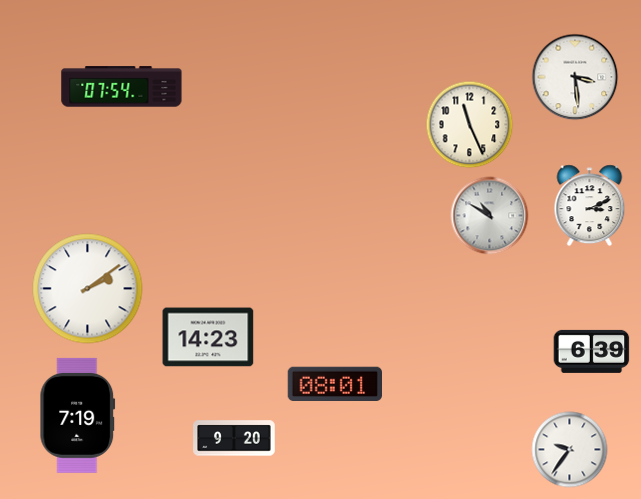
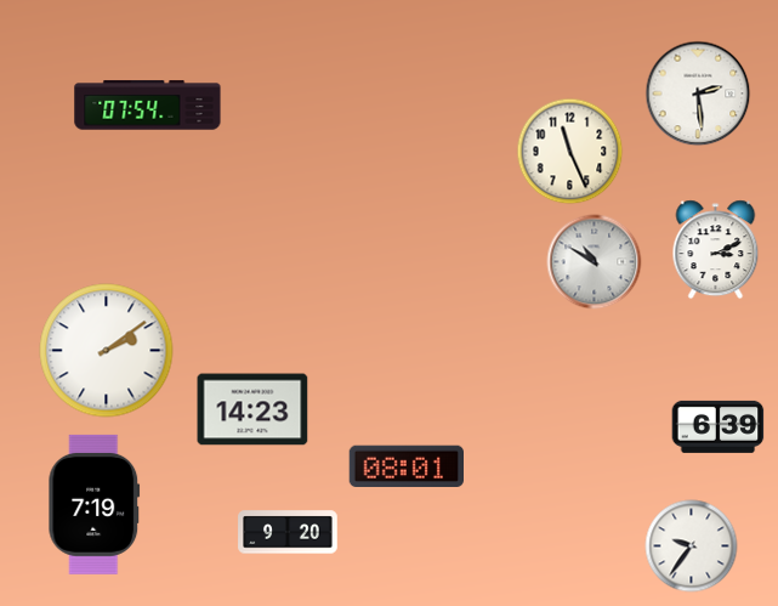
clock at (575, 77): 3:29 -> 2:29
clock at (234, 438) position: (234, 438) -> (288, 532)
